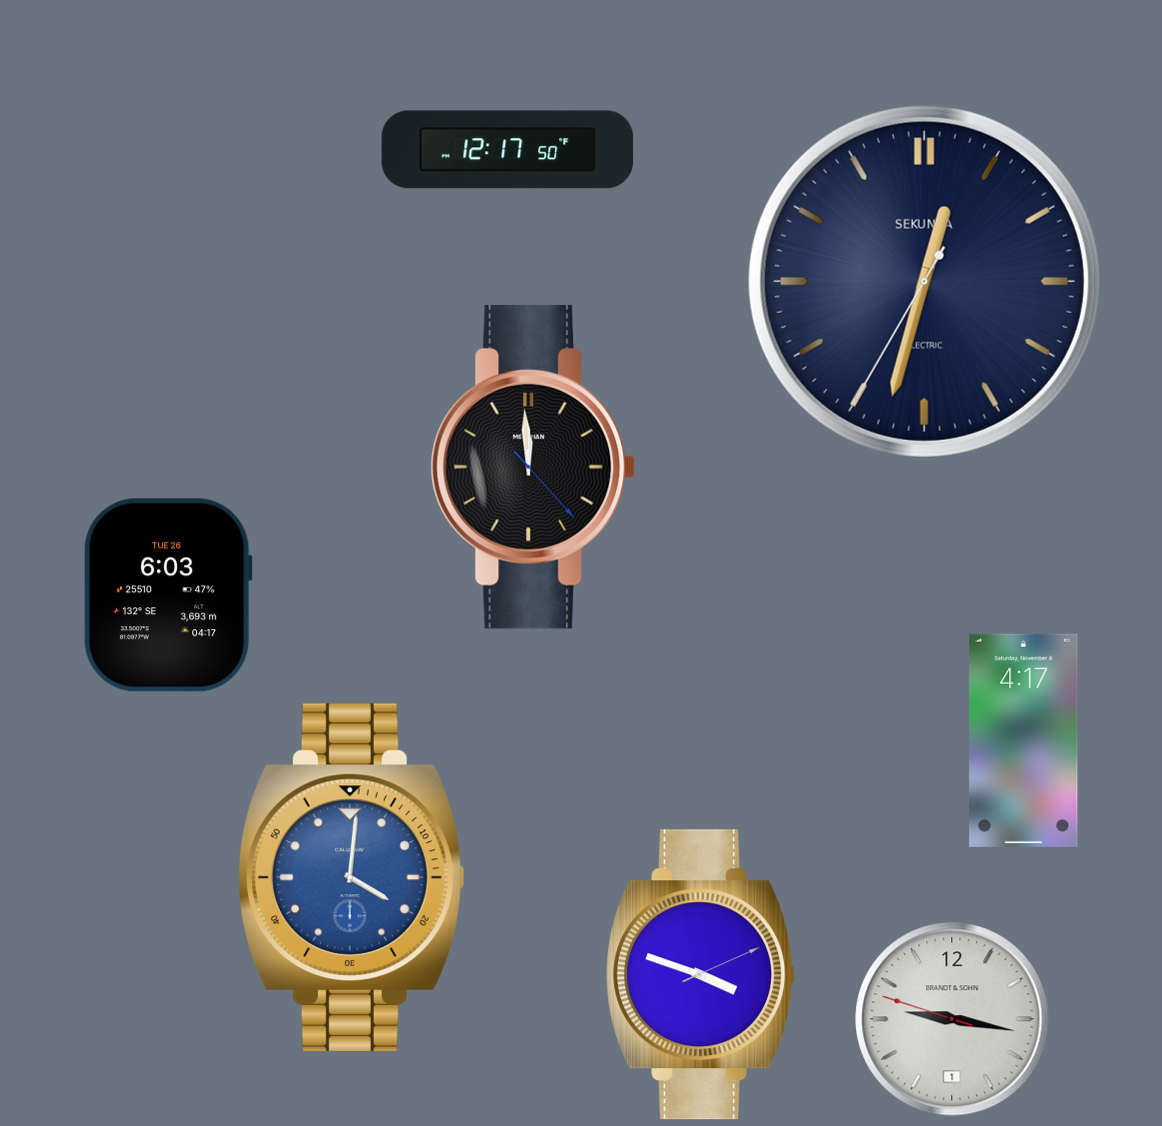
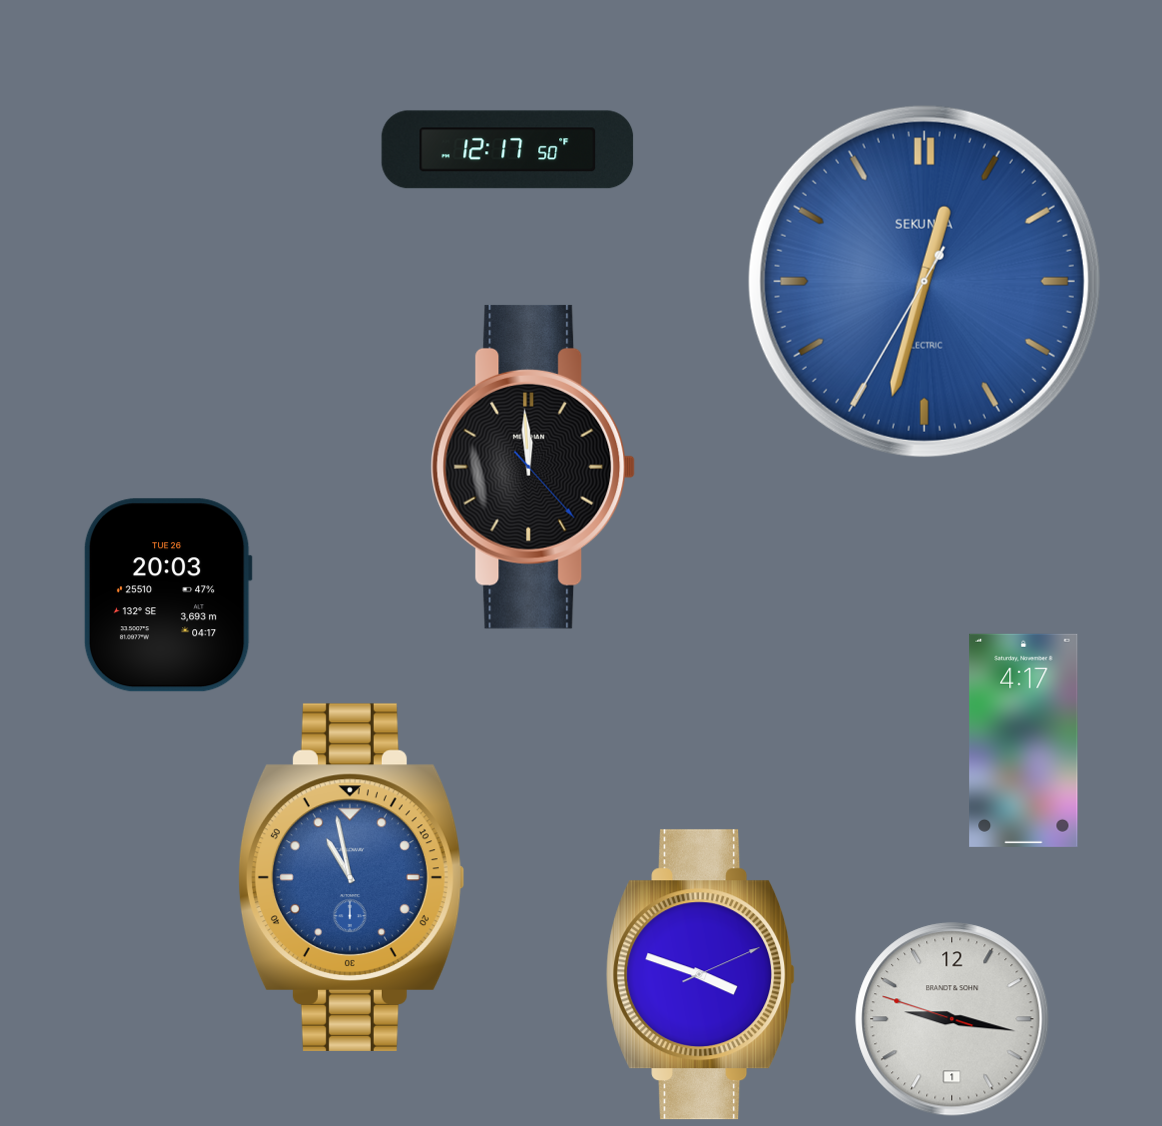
clock at (924, 281) dial: navy -> blue
clock at (168, 595): 6:03 -> 20:03
clock at (351, 877): 4:01 -> 10:58
